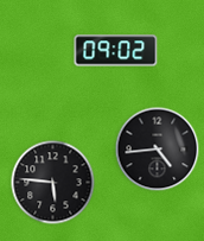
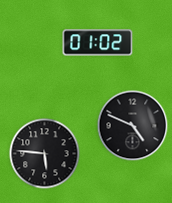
clock at (116, 51): 09:02 -> 01:02
clock at (158, 150): 4:44 -> 4:49
